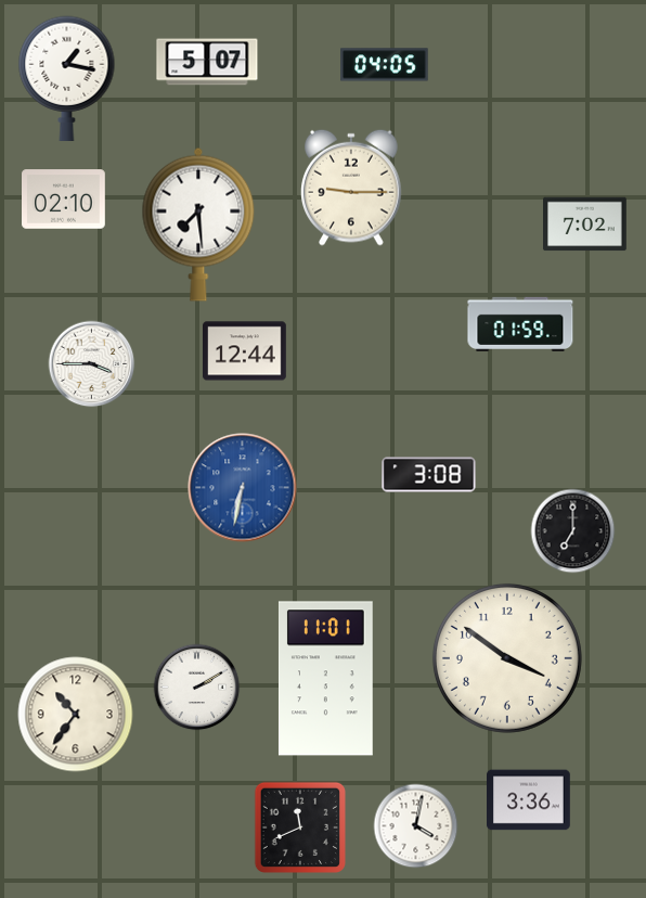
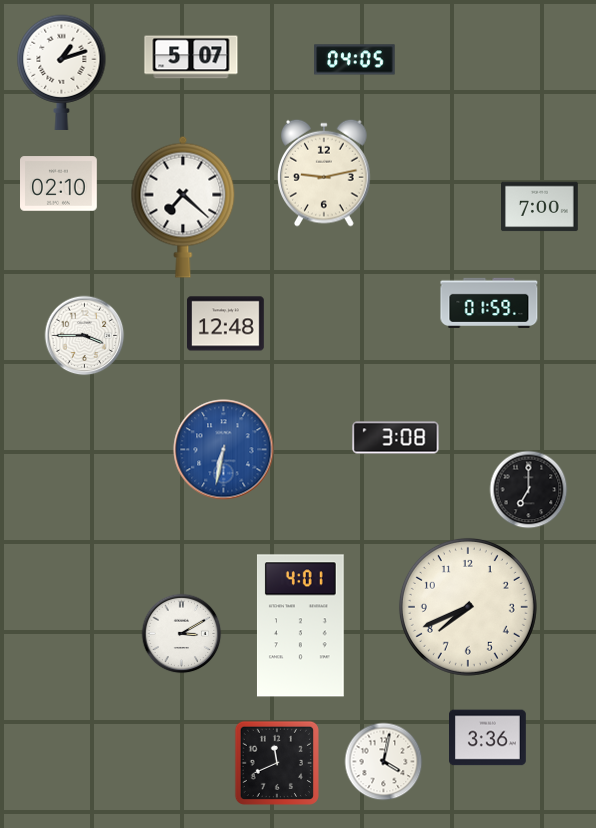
clock at (67, 78): 1:17 -> 1:12
clock at (351, 188): 9:15 -> 9:13
clock at (198, 224): 7:29 -> 7:22
clock at (585, 224): 7:02 -> 7:00
clock at (520, 324) position: (520, 324) -> (489, 303)
clock at (245, 351): 12:44 -> 12:48
clock at (507, 658): 3:51 -> 7:41
clock at (325, 679): 11:01 -> 4:01
clock at (196, 687): 2:10 -> 3:10
clock at (76, 715): 10:36 -> none
